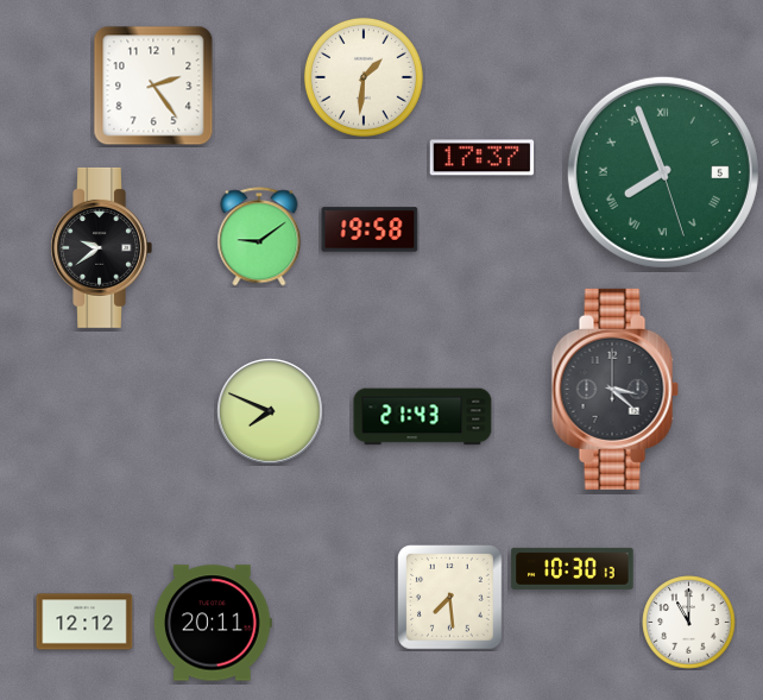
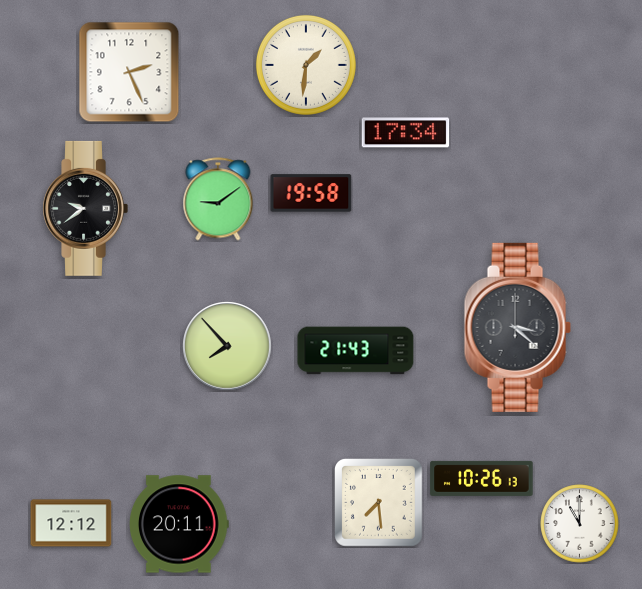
clock at (153, 86): 2:24 -> 2:26
clock at (483, 158): 17:37 -> 17:34
clock at (663, 172): 7:56 -> none
clock at (271, 412): 7:49 -> 7:53
clock at (573, 568): 10:30 -> 10:26
